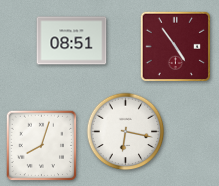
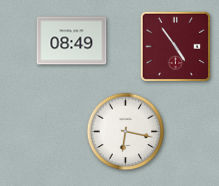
clock at (72, 41): 08:51 -> 08:49
clock at (42, 146): 8:03 -> none
